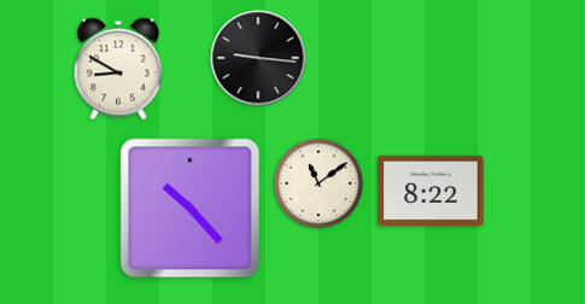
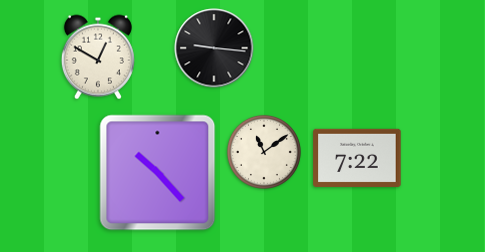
clock at (118, 69): 8:50 -> 12:50
clock at (431, 191): 8:22 -> 7:22
